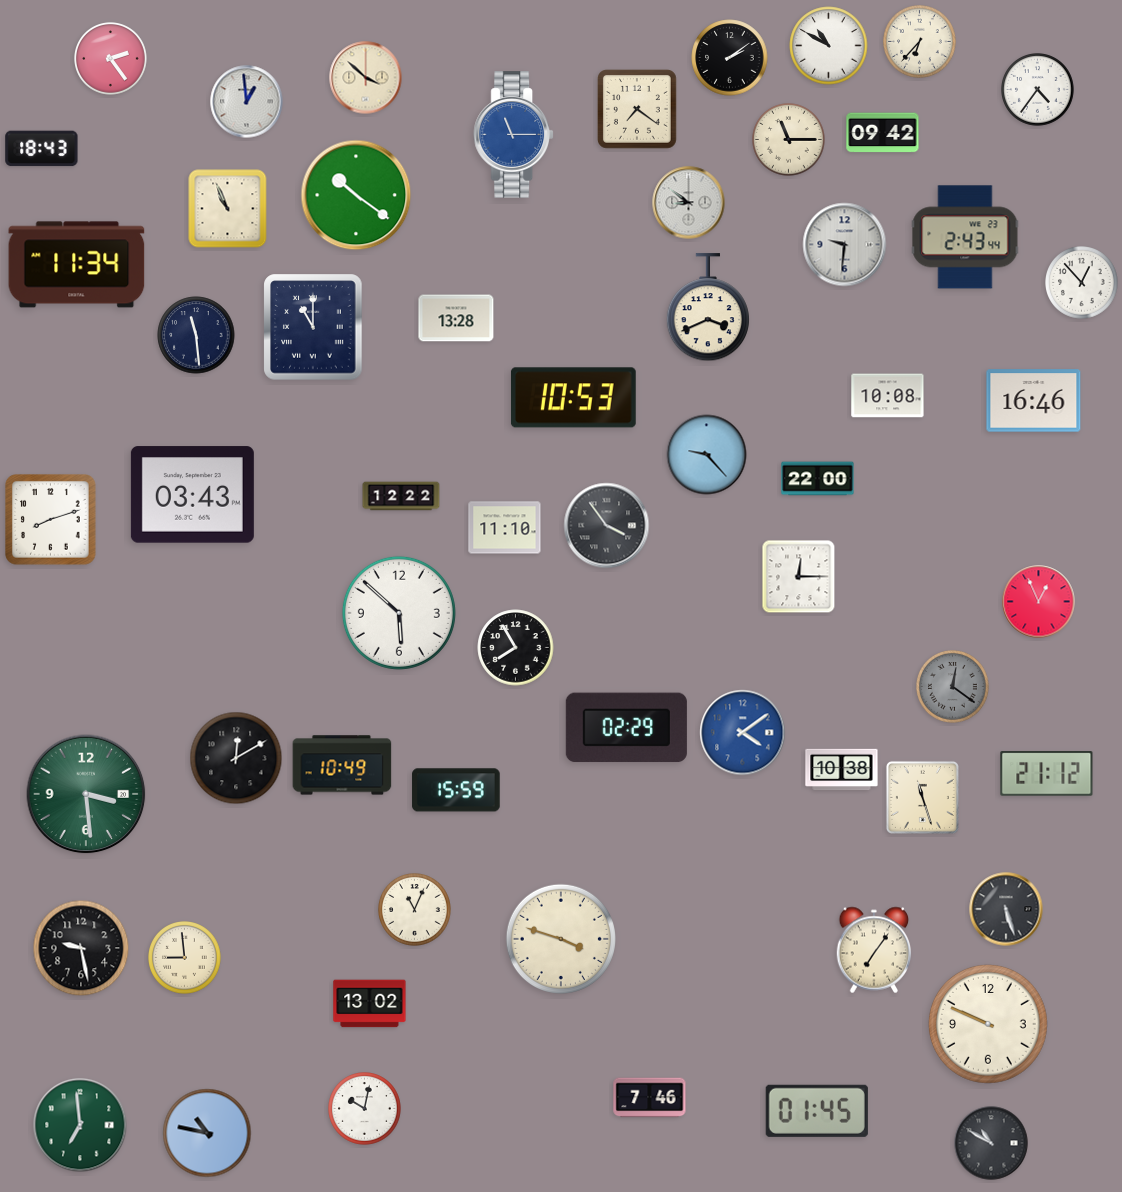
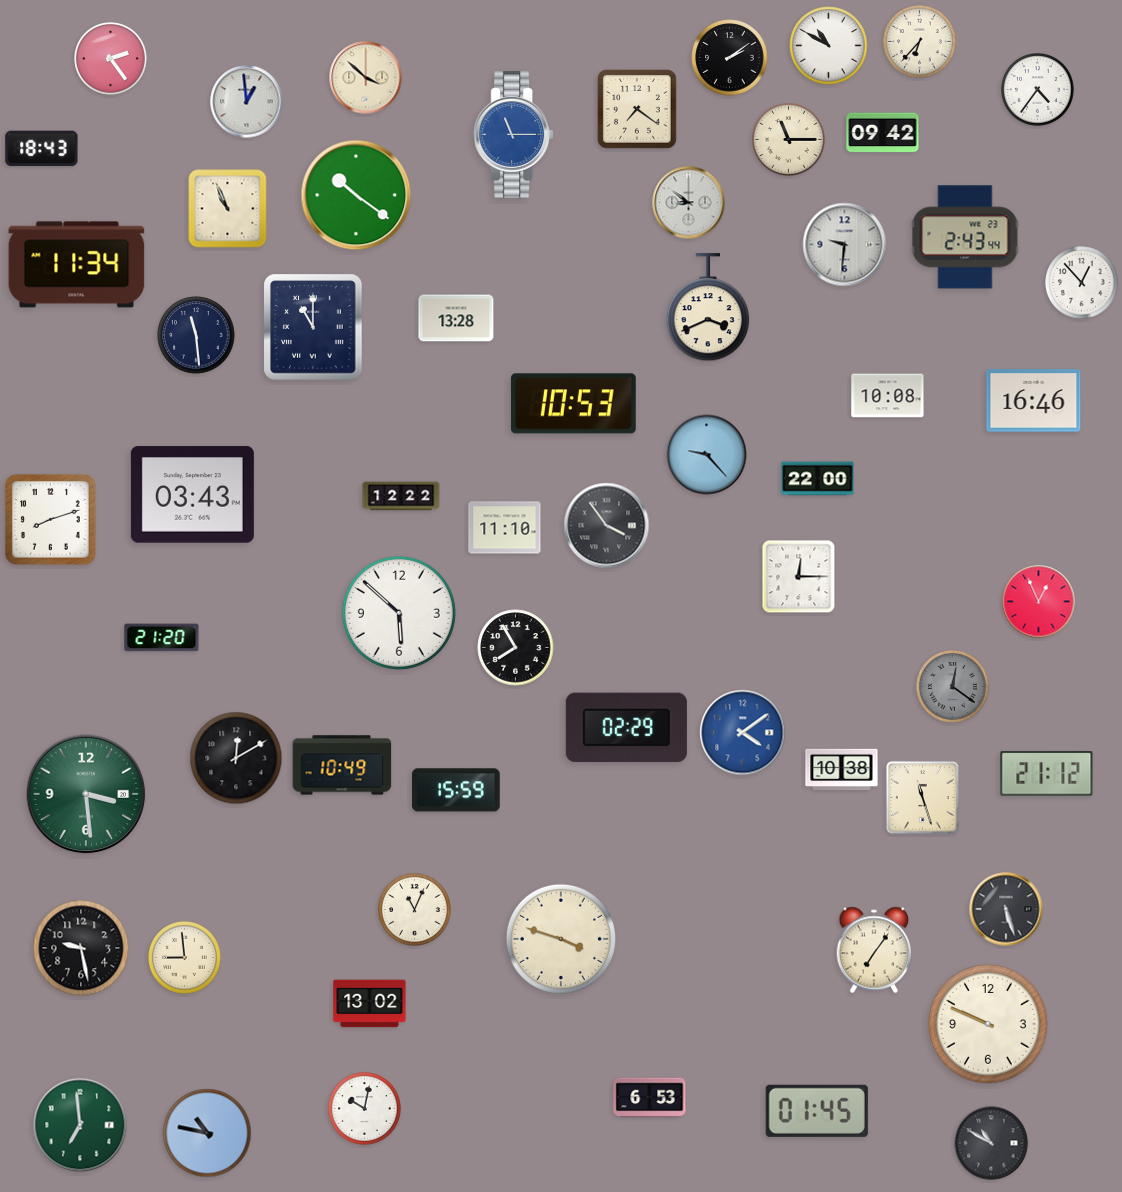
clock at (573, 398) position: (573, 398) -> (573, 404)
clock at (162, 638): none -> 21:20
clock at (650, 1098): 7:46 -> 6:53
